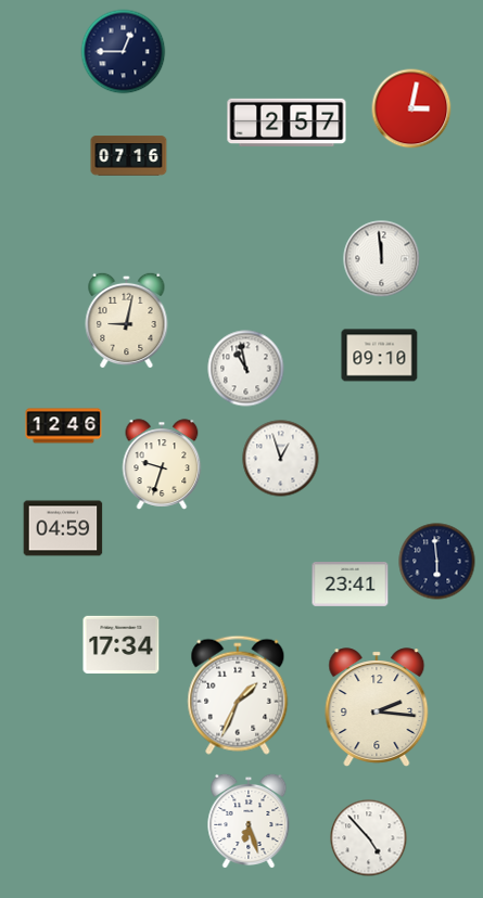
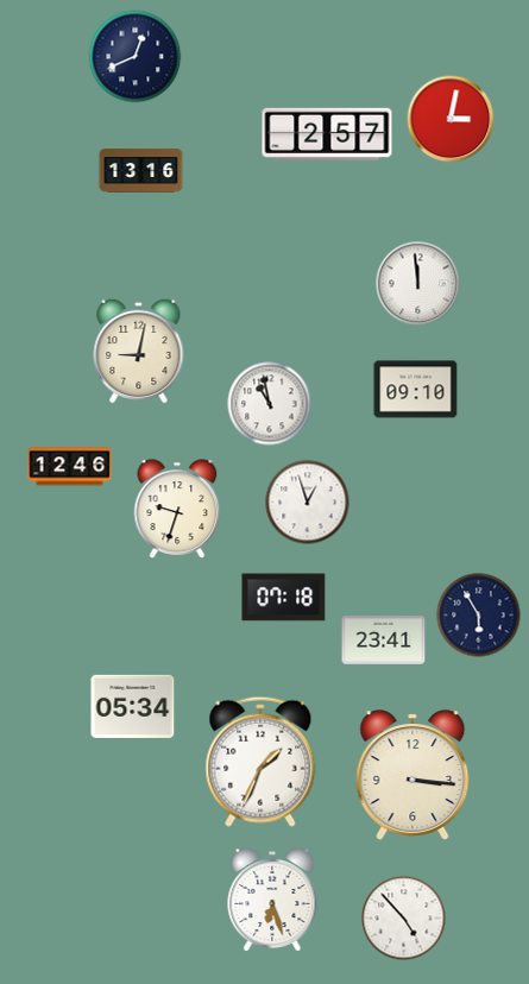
clock at (124, 52): 12:45 -> 12:41
clock at (287, 121) position: (287, 121) -> (327, 133)
clock at (129, 156): 07:16 -> 13:16
clock at (63, 528): 04:59 -> none
clock at (284, 598): none -> 07:18
clock at (437, 562): 5:59 -> 5:55
clock at (122, 644): 17:34 -> 05:34
clock at (377, 707): 2:16 -> 3:16
